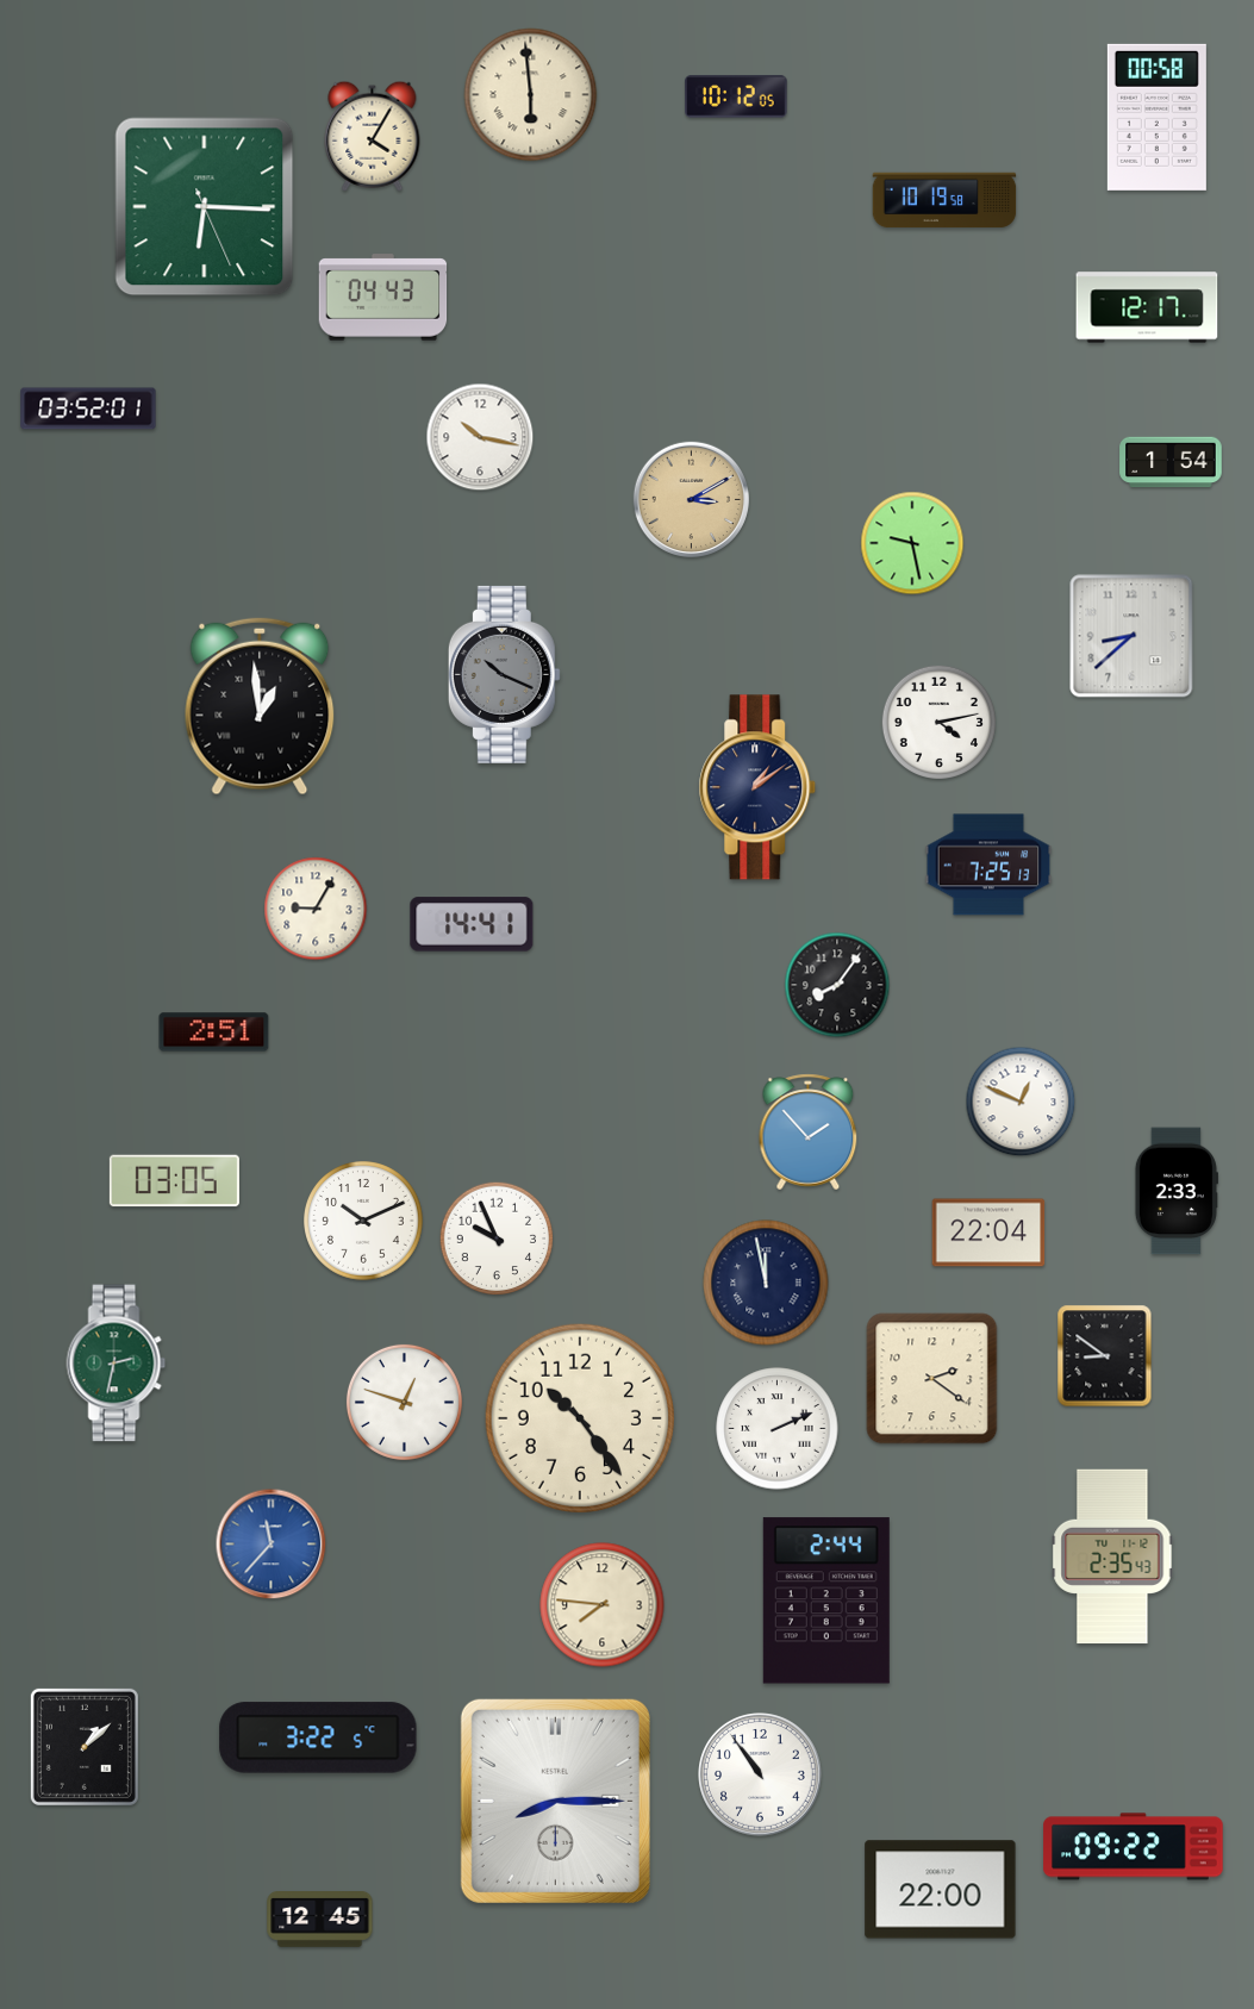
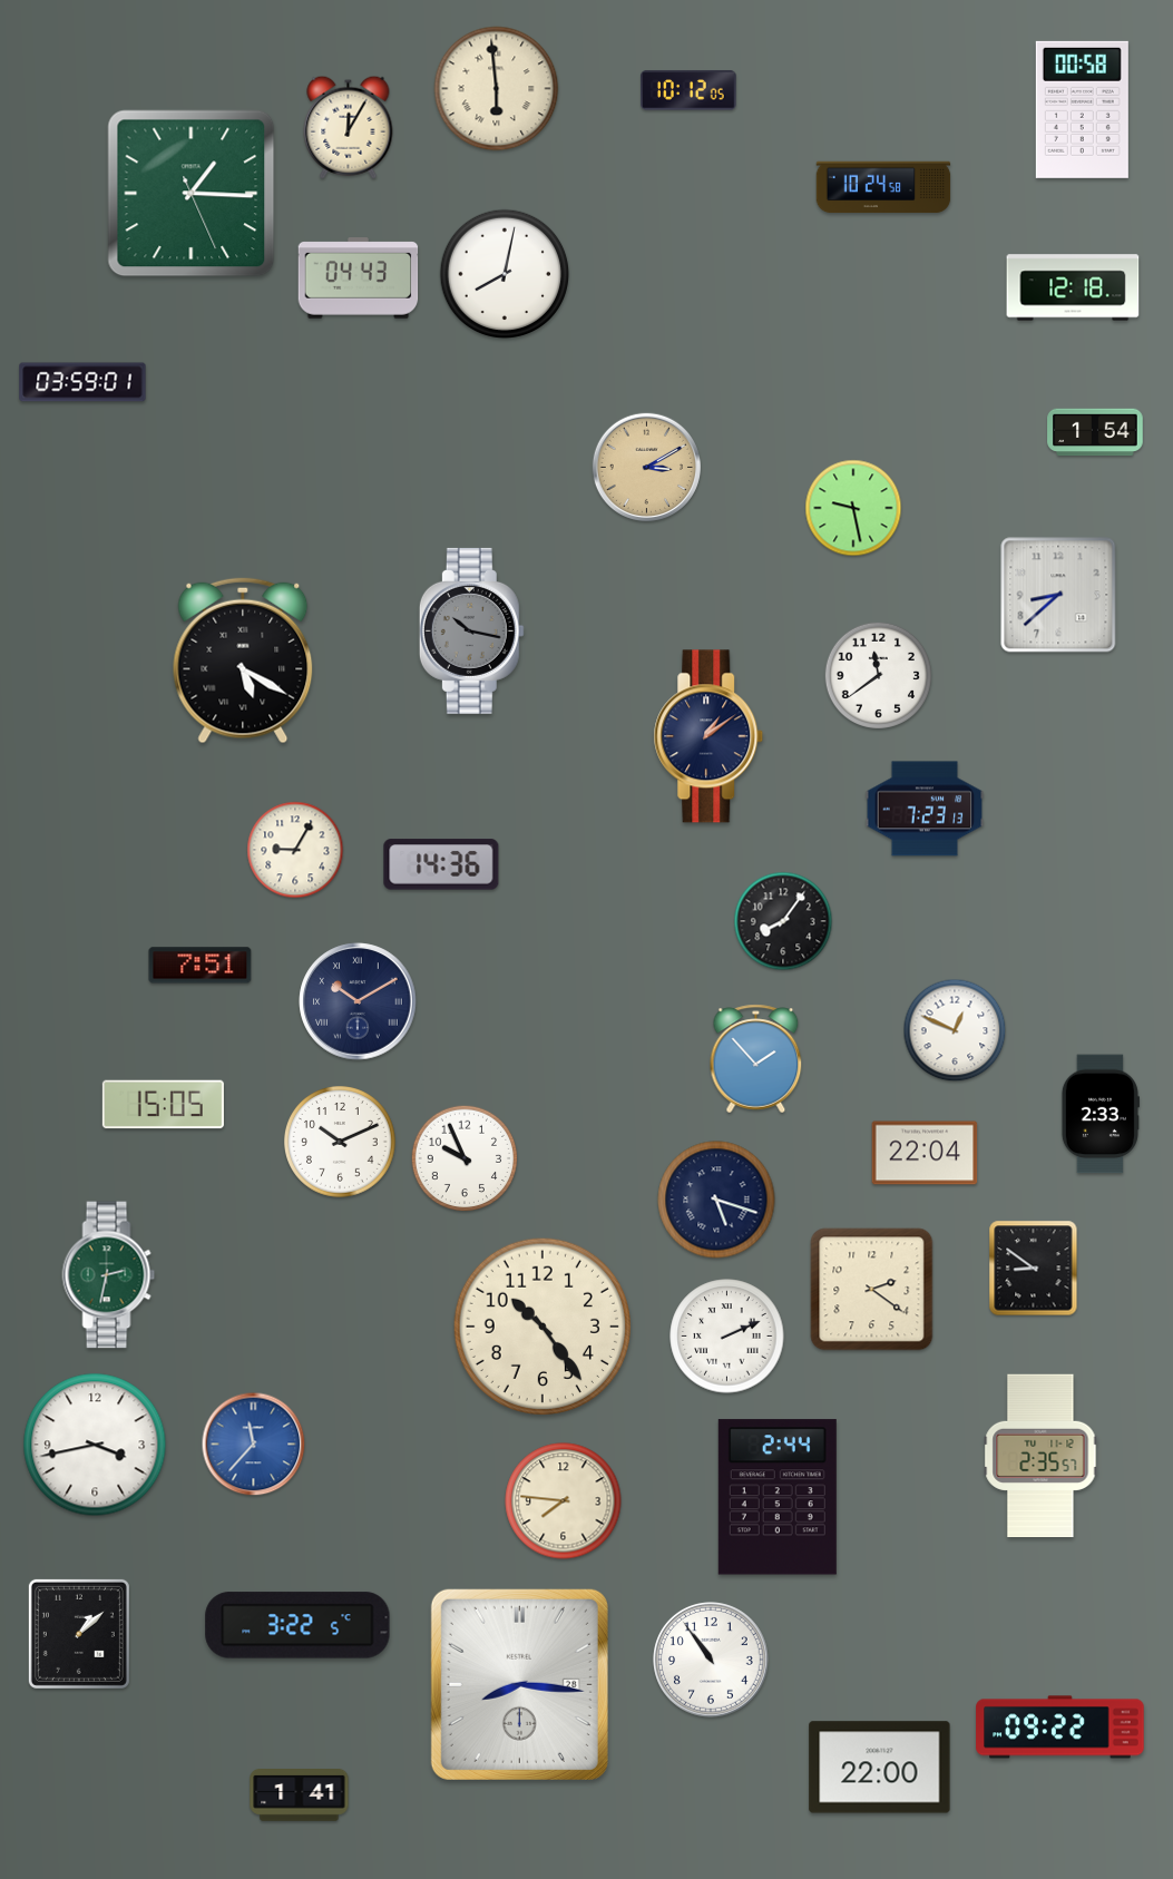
clock at (373, 136): 4:05 -> 12:05
clock at (944, 200): 10:19 -> 10:24
clock at (205, 207): 6:15 -> 1:15
clock at (505, 274): none -> 8:02
clock at (1147, 307): 12:17 -> 12:18
clock at (88, 408): 03:52 -> 03:59
clock at (480, 437): 10:17 -> none
clock at (504, 674): 10:19 -> 10:17
clock at (260, 706): 12:59 -> 5:20
clock at (938, 722): 4:13 -> 11:39
clock at (988, 865): 7:25 -> 7:23
clock at (472, 924): 14:41 -> 14:36
clock at (214, 1032): 2:51 -> 7:51
clock at (358, 1001): none -> 10:10
clock at (174, 1181): 03:05 -> 15:05
clock at (766, 1283): 11:58 -> 5:18
clock at (404, 1402): 12:48 -> none
clock at (95, 1445): none -> 3:43
clock at (1112, 1556): 2:35:43 -> 2:35:57
clock at (826, 1601) position: (826, 1601) -> (778, 1497)
clock at (555, 1801): 8:15 -> 8:16
clock at (320, 1920): 12:45 -> 1:41
